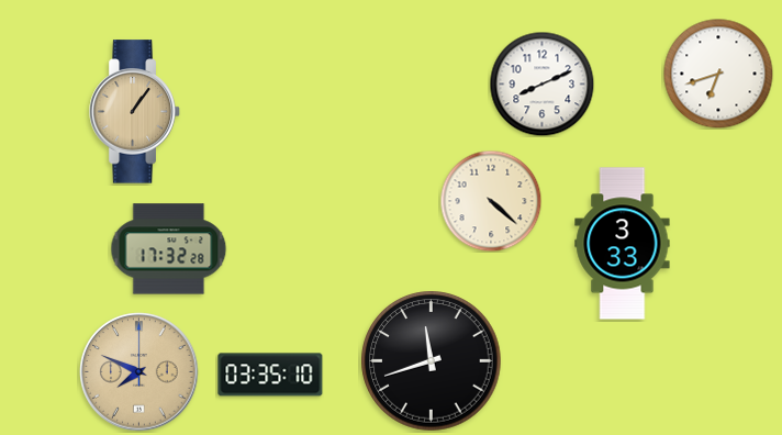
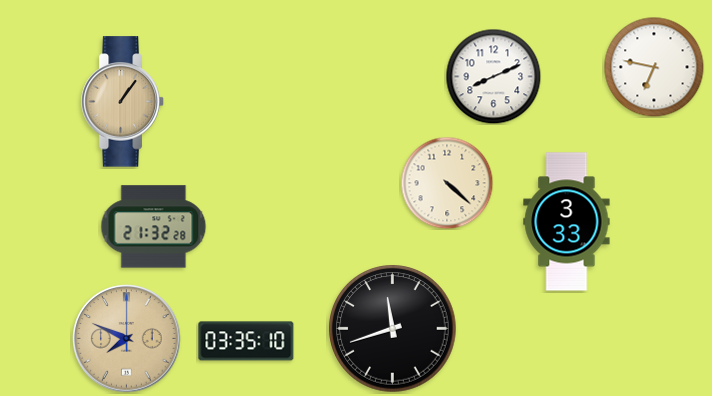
clock at (718, 74): 6:42 -> 6:47
clock at (169, 249): 17:32 -> 21:32
